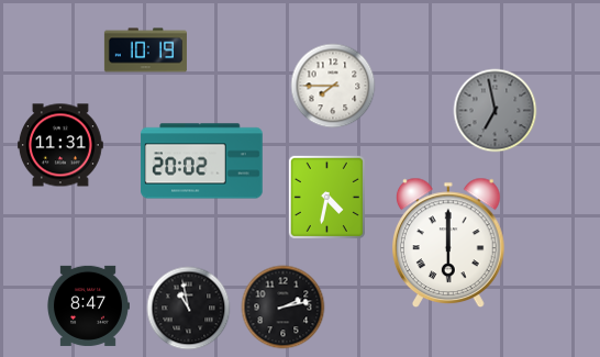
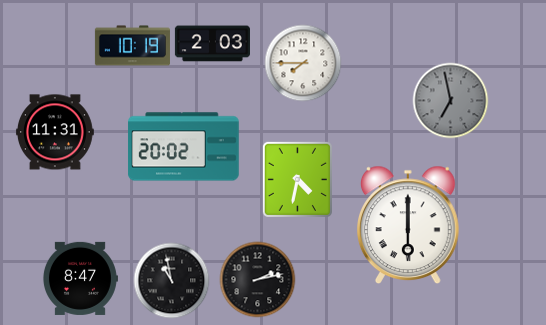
clock at (212, 44): none -> 2:03
clock at (333, 86) position: (333, 86) -> (303, 63)
clock at (449, 243) position: (449, 243) -> (409, 225)
